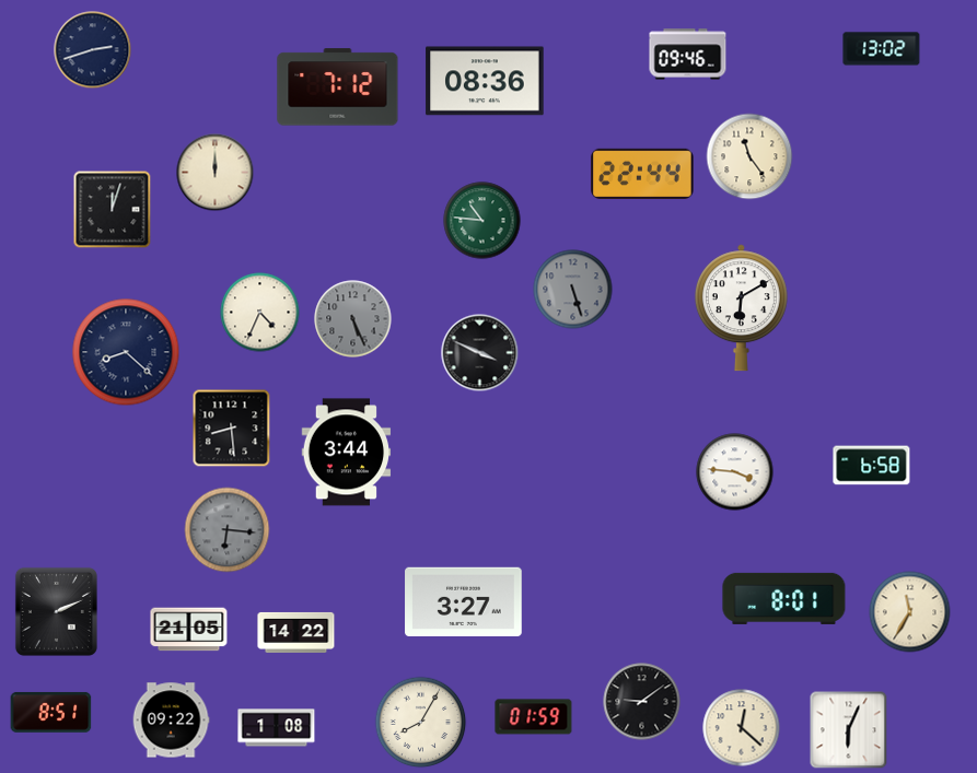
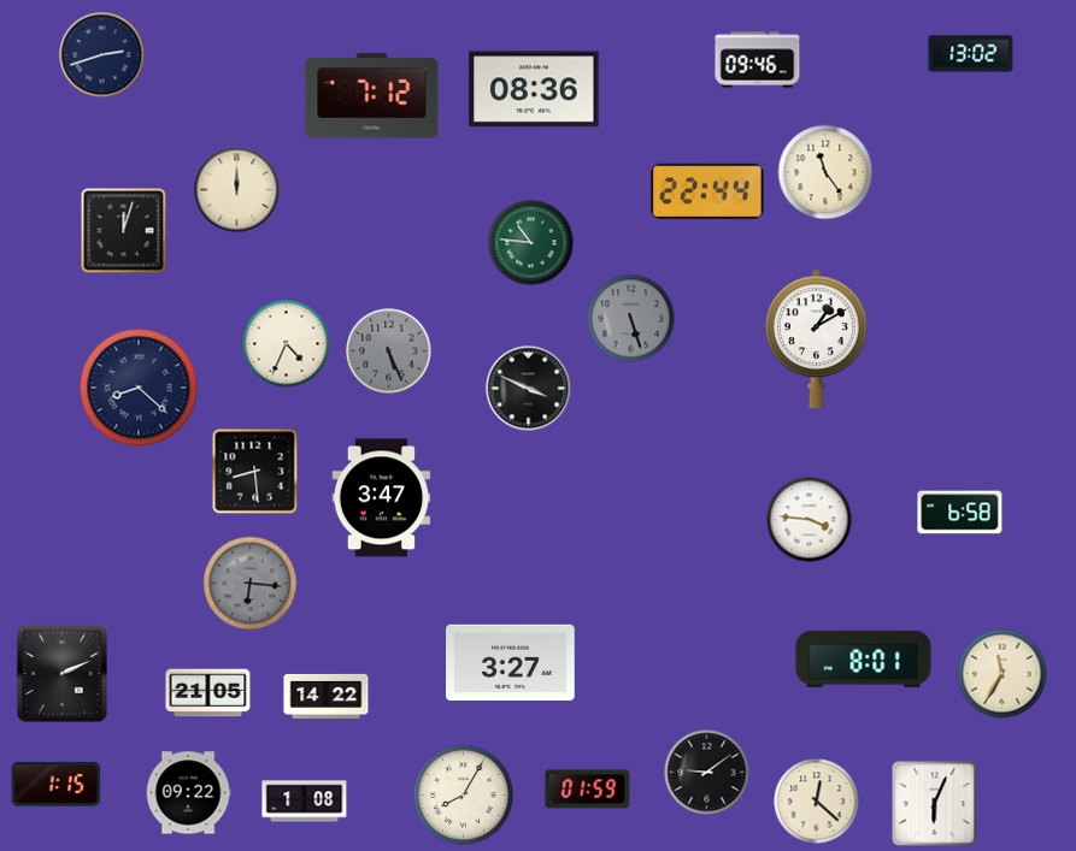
clock at (741, 308): 6:10 -> 1:10
clock at (347, 453): 3:44 -> 3:47
clock at (51, 712): 8:51 -> 1:15
